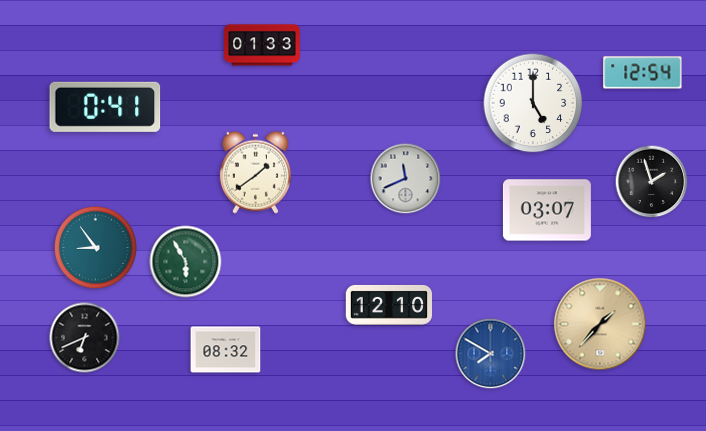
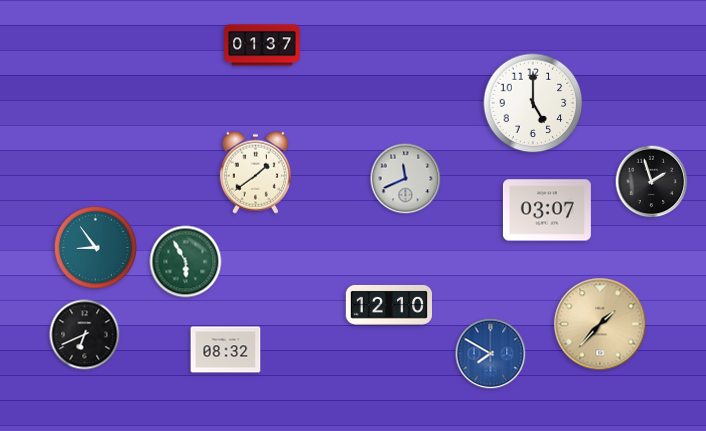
clock at (262, 45): 01:33 -> 01:37
clock at (643, 73): 12:54 -> none
clock at (105, 107): 0:41 -> none
clock at (85, 338) position: (85, 338) -> (85, 335)
